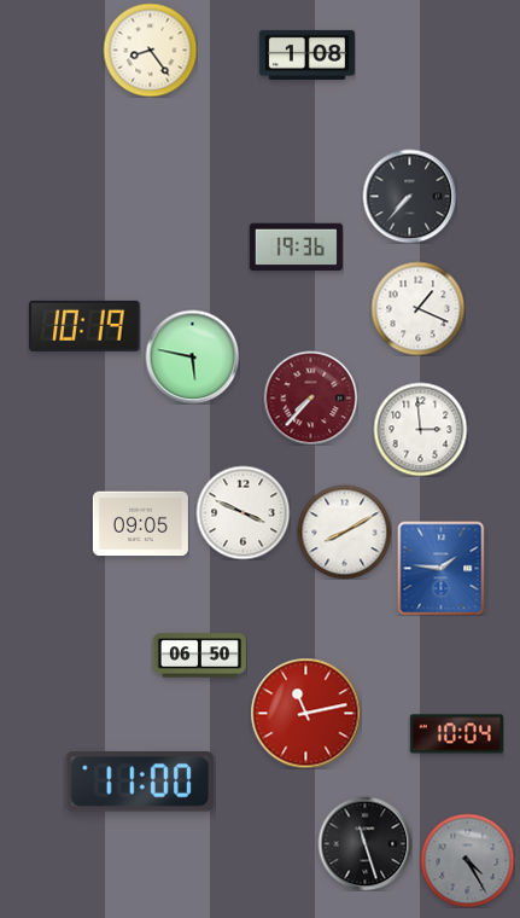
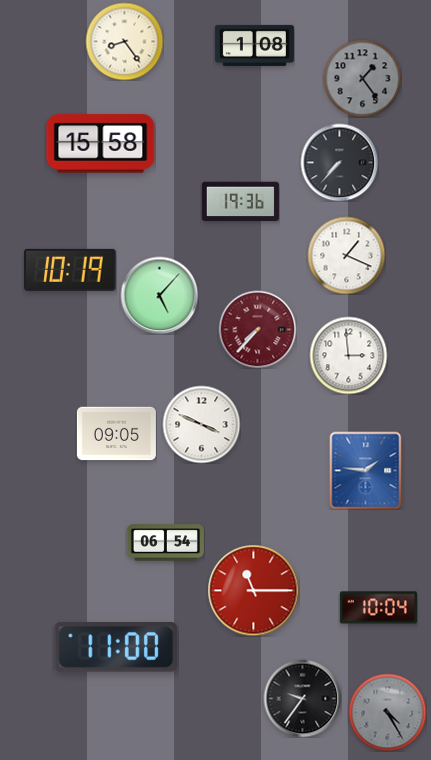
clock at (362, 78): none -> 1:24
clock at (101, 144): none -> 15:58
clock at (296, 248) position: (296, 248) -> (240, 202)
clock at (192, 356): 5:47 -> 5:07
clock at (344, 531): 8:10 -> none
clock at (199, 656): 06:50 -> 06:54
clock at (305, 713): 11:13 -> 11:15
clock at (364, 843): 11:27 -> 9:36
